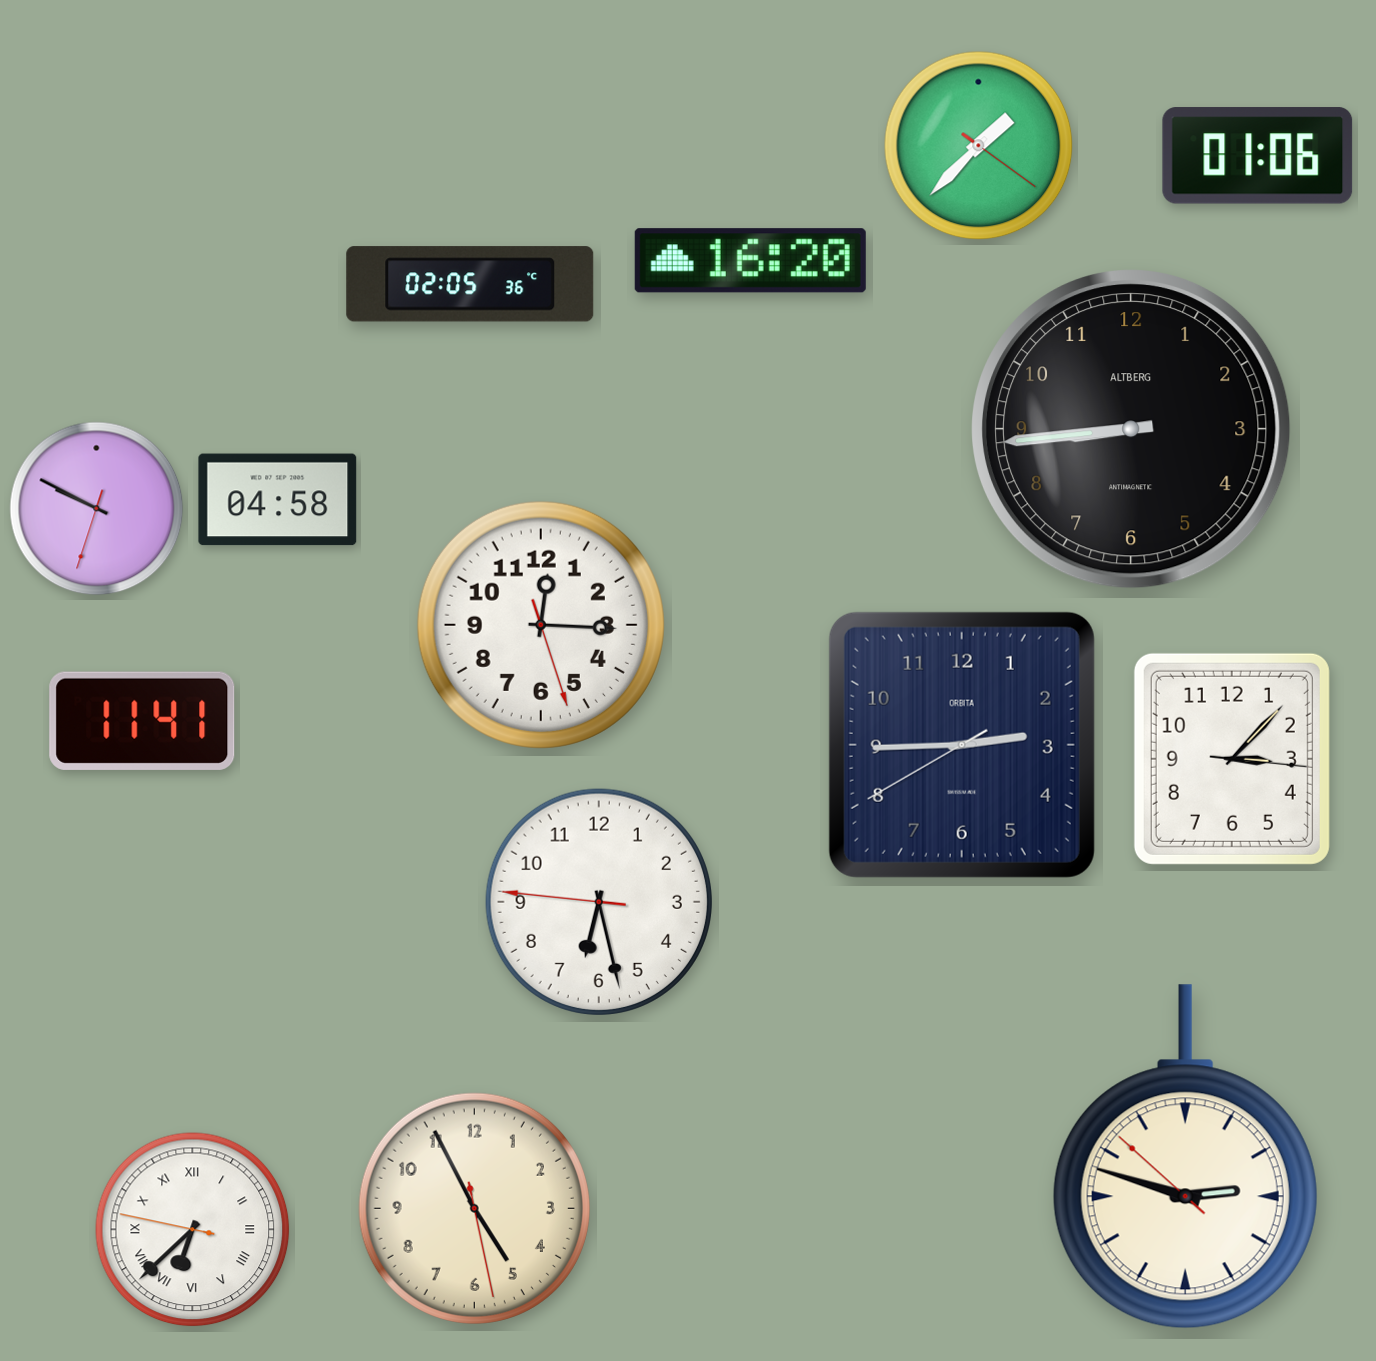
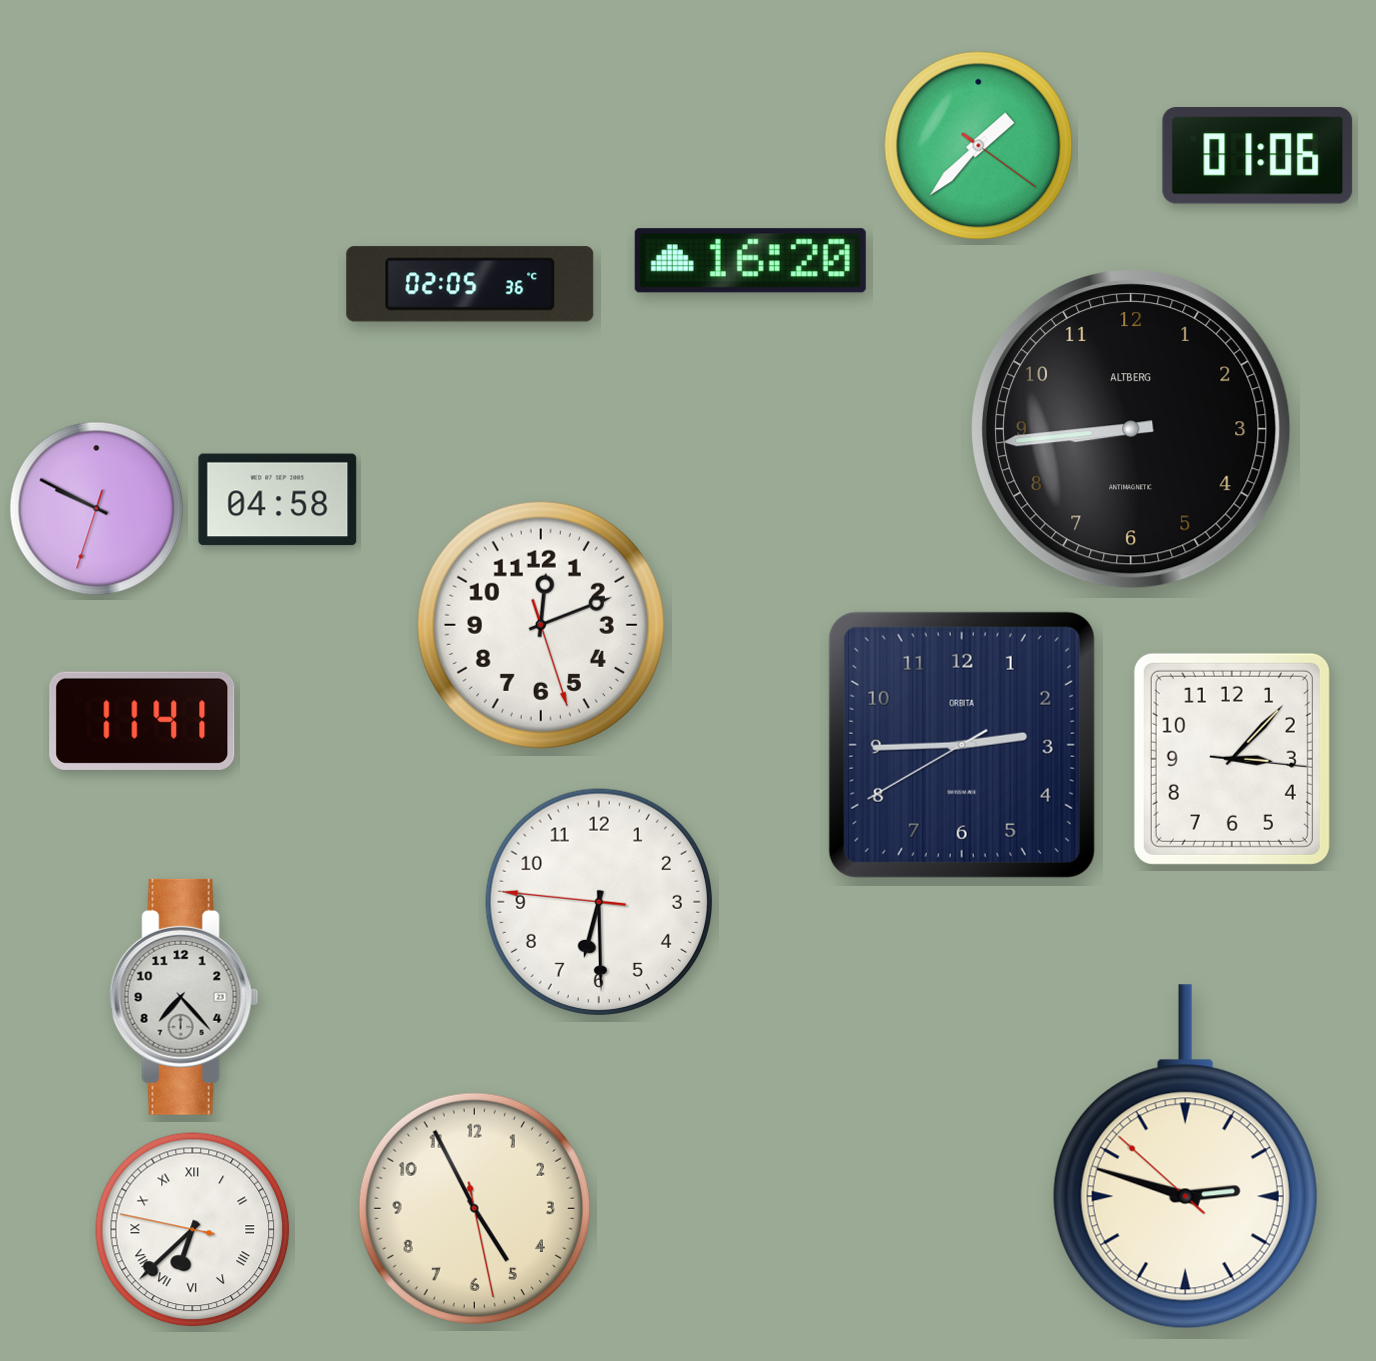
clock at (541, 625): 12:15 -> 12:11
clock at (599, 902): 6:27 -> 6:29
clock at (184, 997): none -> 7:23
